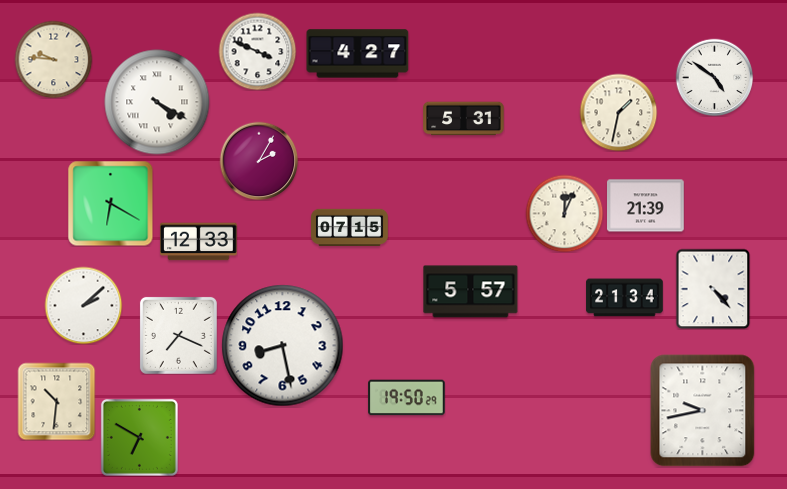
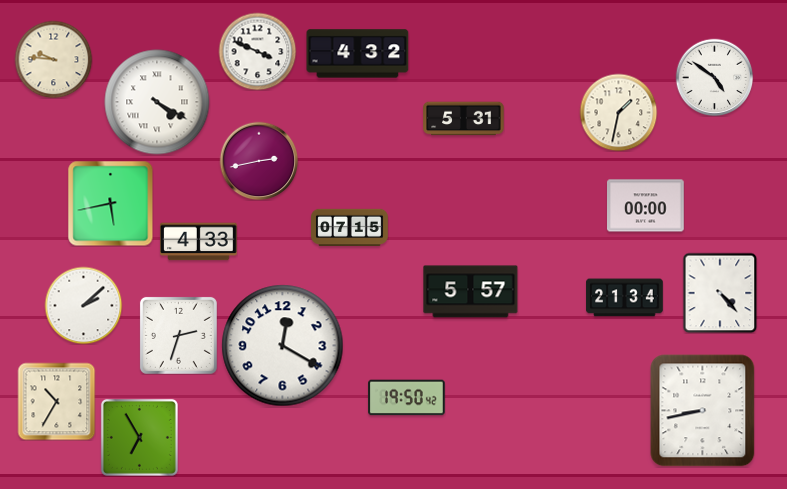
clock at (358, 54): 4:27 -> 4:32
clock at (259, 161): 2:05 -> 2:43
clock at (110, 203): 6:20 -> 5:43
clock at (646, 206): 21:39 -> 00:00
clock at (564, 213): 12:04 -> none
clock at (199, 242): 12:33 -> 4:33
clock at (713, 289) position: (713, 289) -> (720, 293)
clock at (178, 335): 7:19 -> 2:33
clock at (283, 346): 8:28 -> 12:20
clock at (407, 398): 19:50:29 -> 19:50:42
clock at (56, 401): 10:31 -> 10:35
clock at (703, 411): 9:43 -> 8:43
clock at (139, 437): 6:50 -> 6:55
